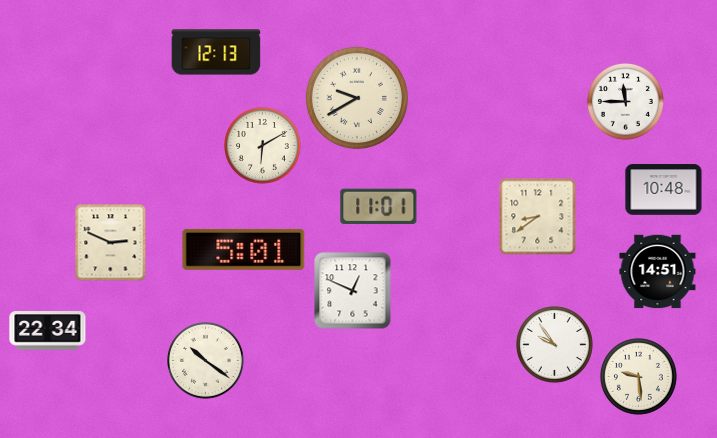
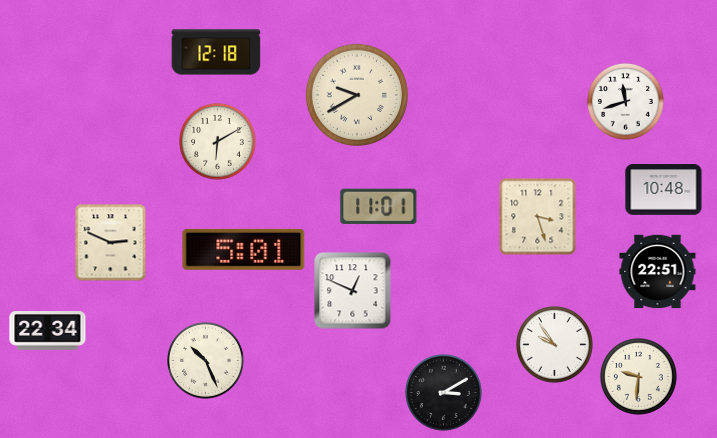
clock at (216, 52): 12:13 -> 12:18
clock at (357, 98) position: (357, 98) -> (357, 95)
clock at (625, 101): 11:45 -> 11:42
clock at (262, 145) position: (262, 145) -> (217, 141)
clock at (537, 216): 8:39 -> 3:27
clock at (658, 272): 14:51 -> 22:51
clock at (205, 360): 10:21 -> 10:26
clock at (638, 376): 9:29 -> 9:31
clock at (443, 392): none -> 3:10
